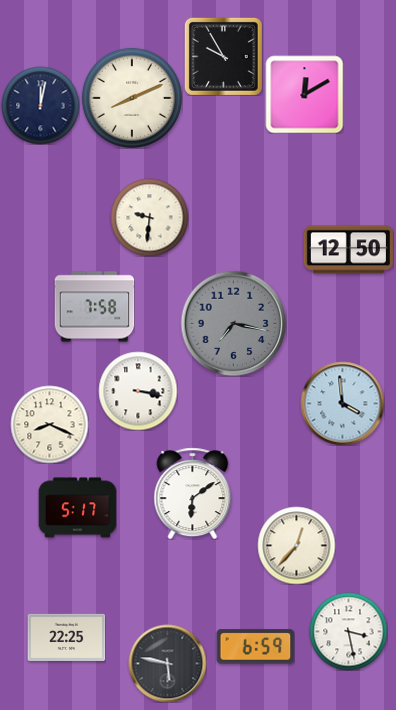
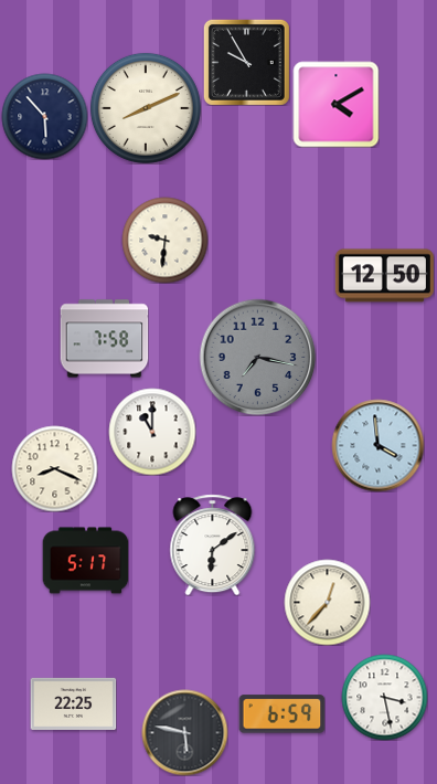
clock at (304, 94): 12:10 -> 4:10
clock at (40, 105): 12:02 -> 5:53
clock at (138, 391): 3:17 -> 11:00
